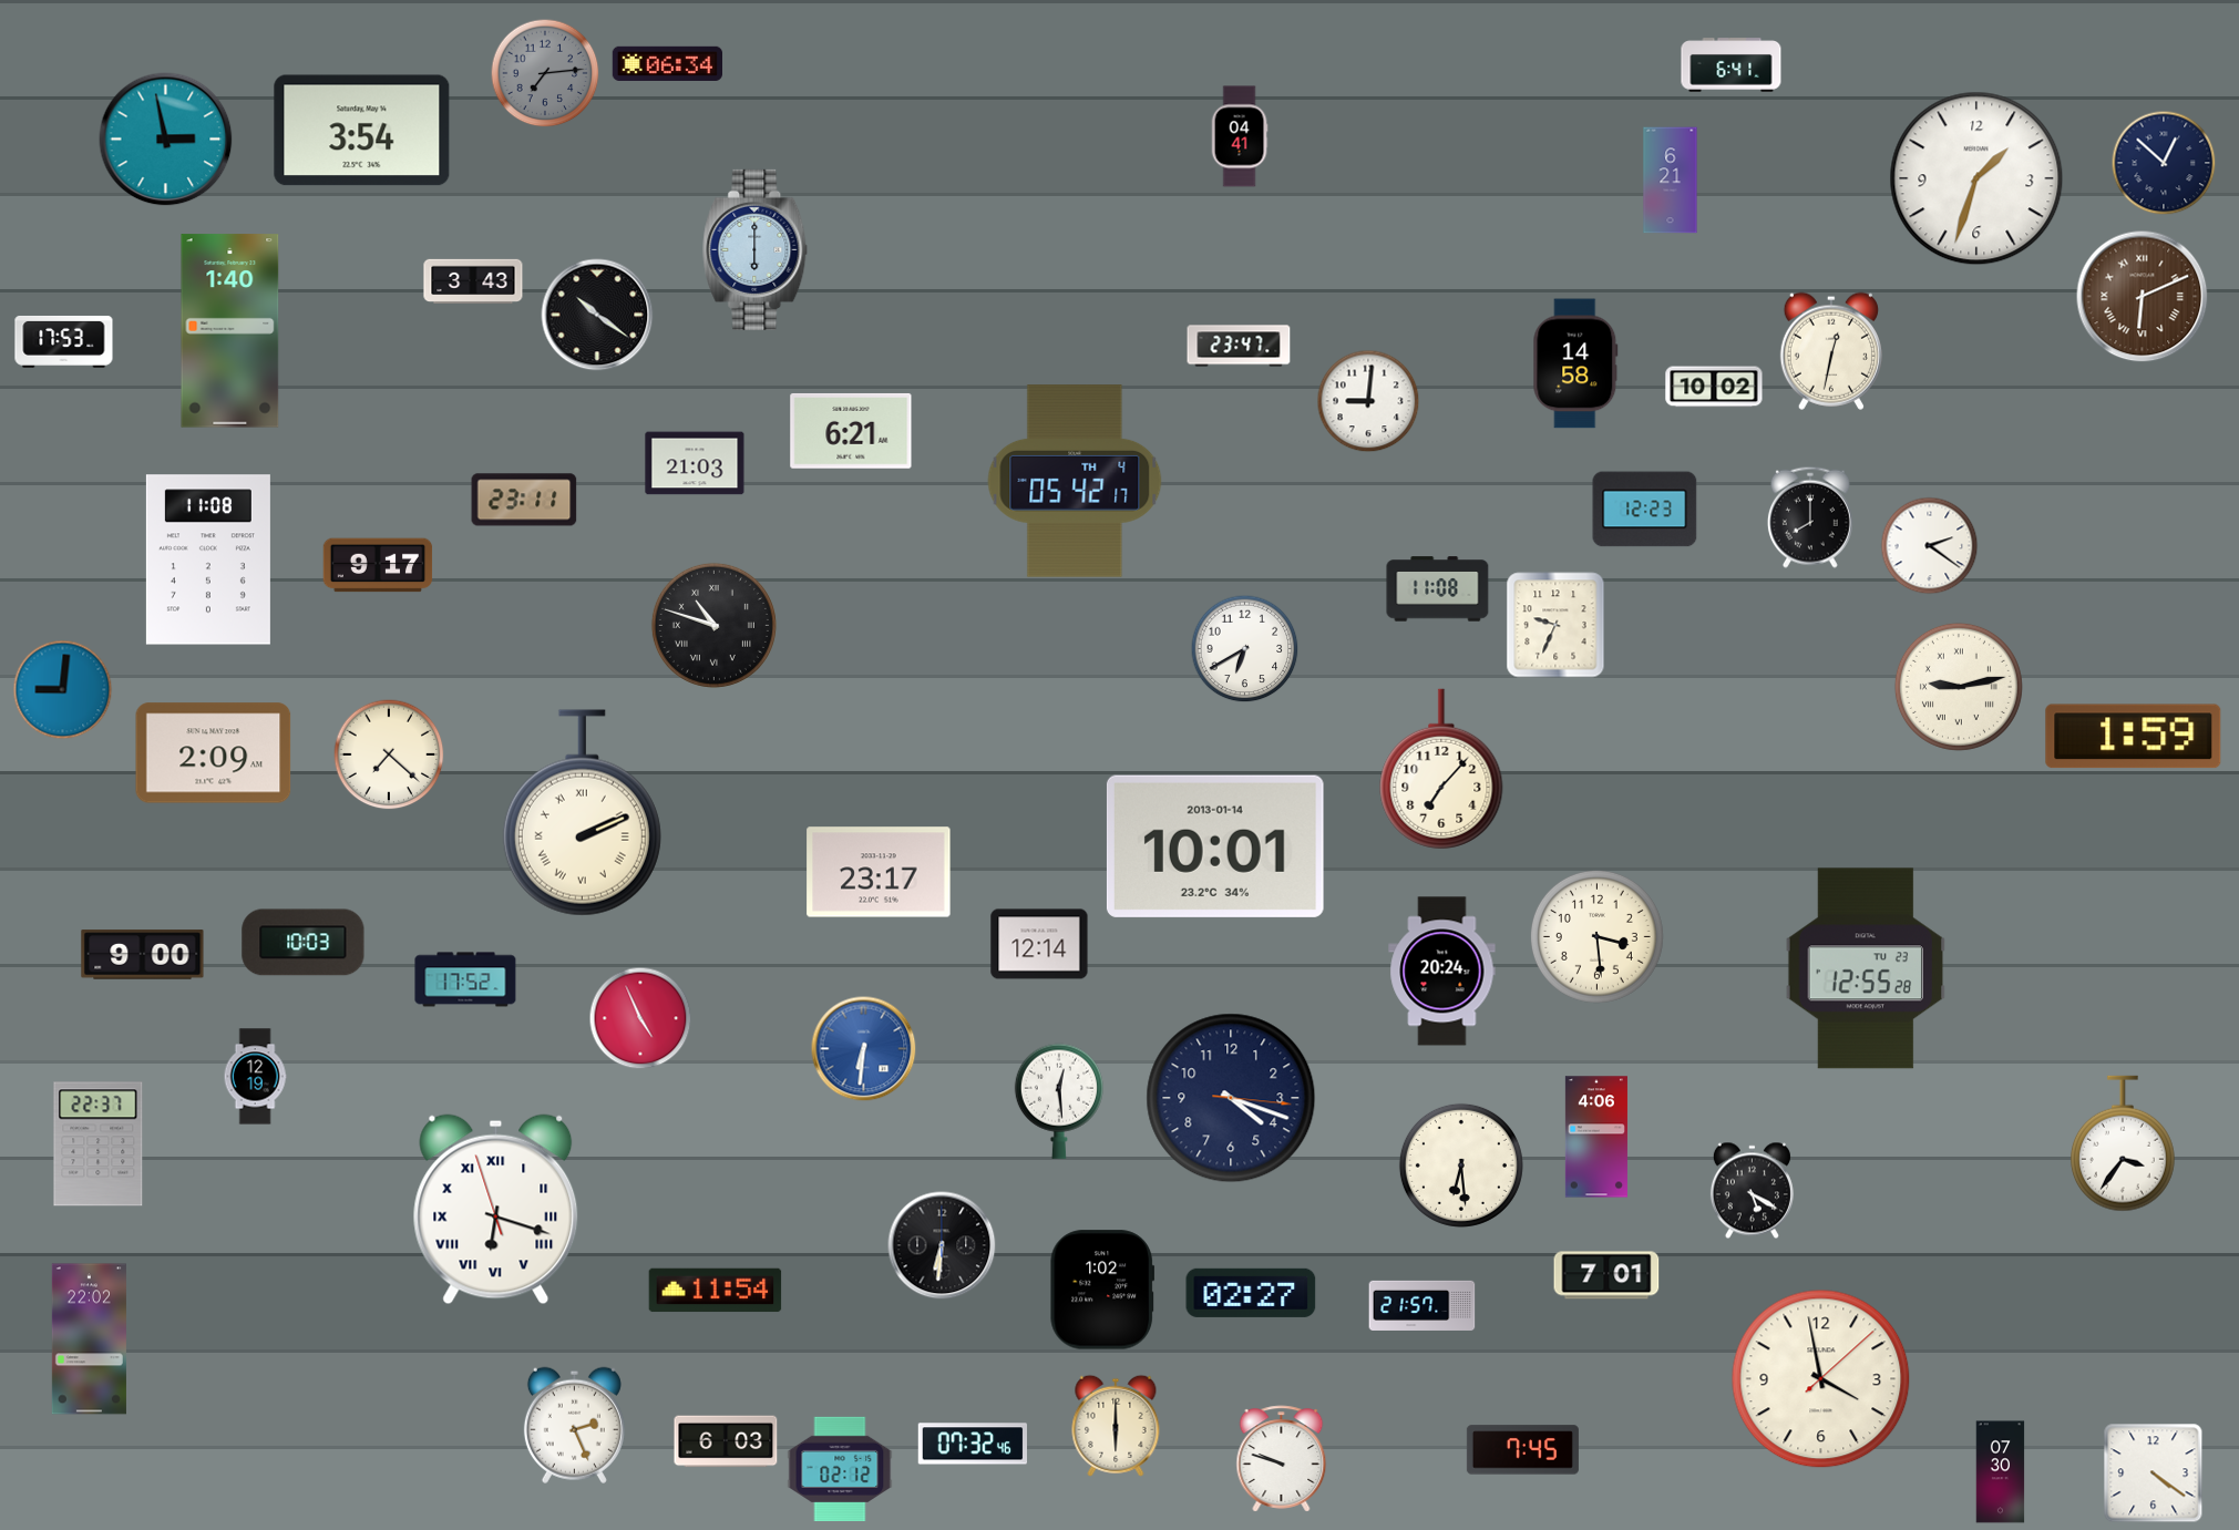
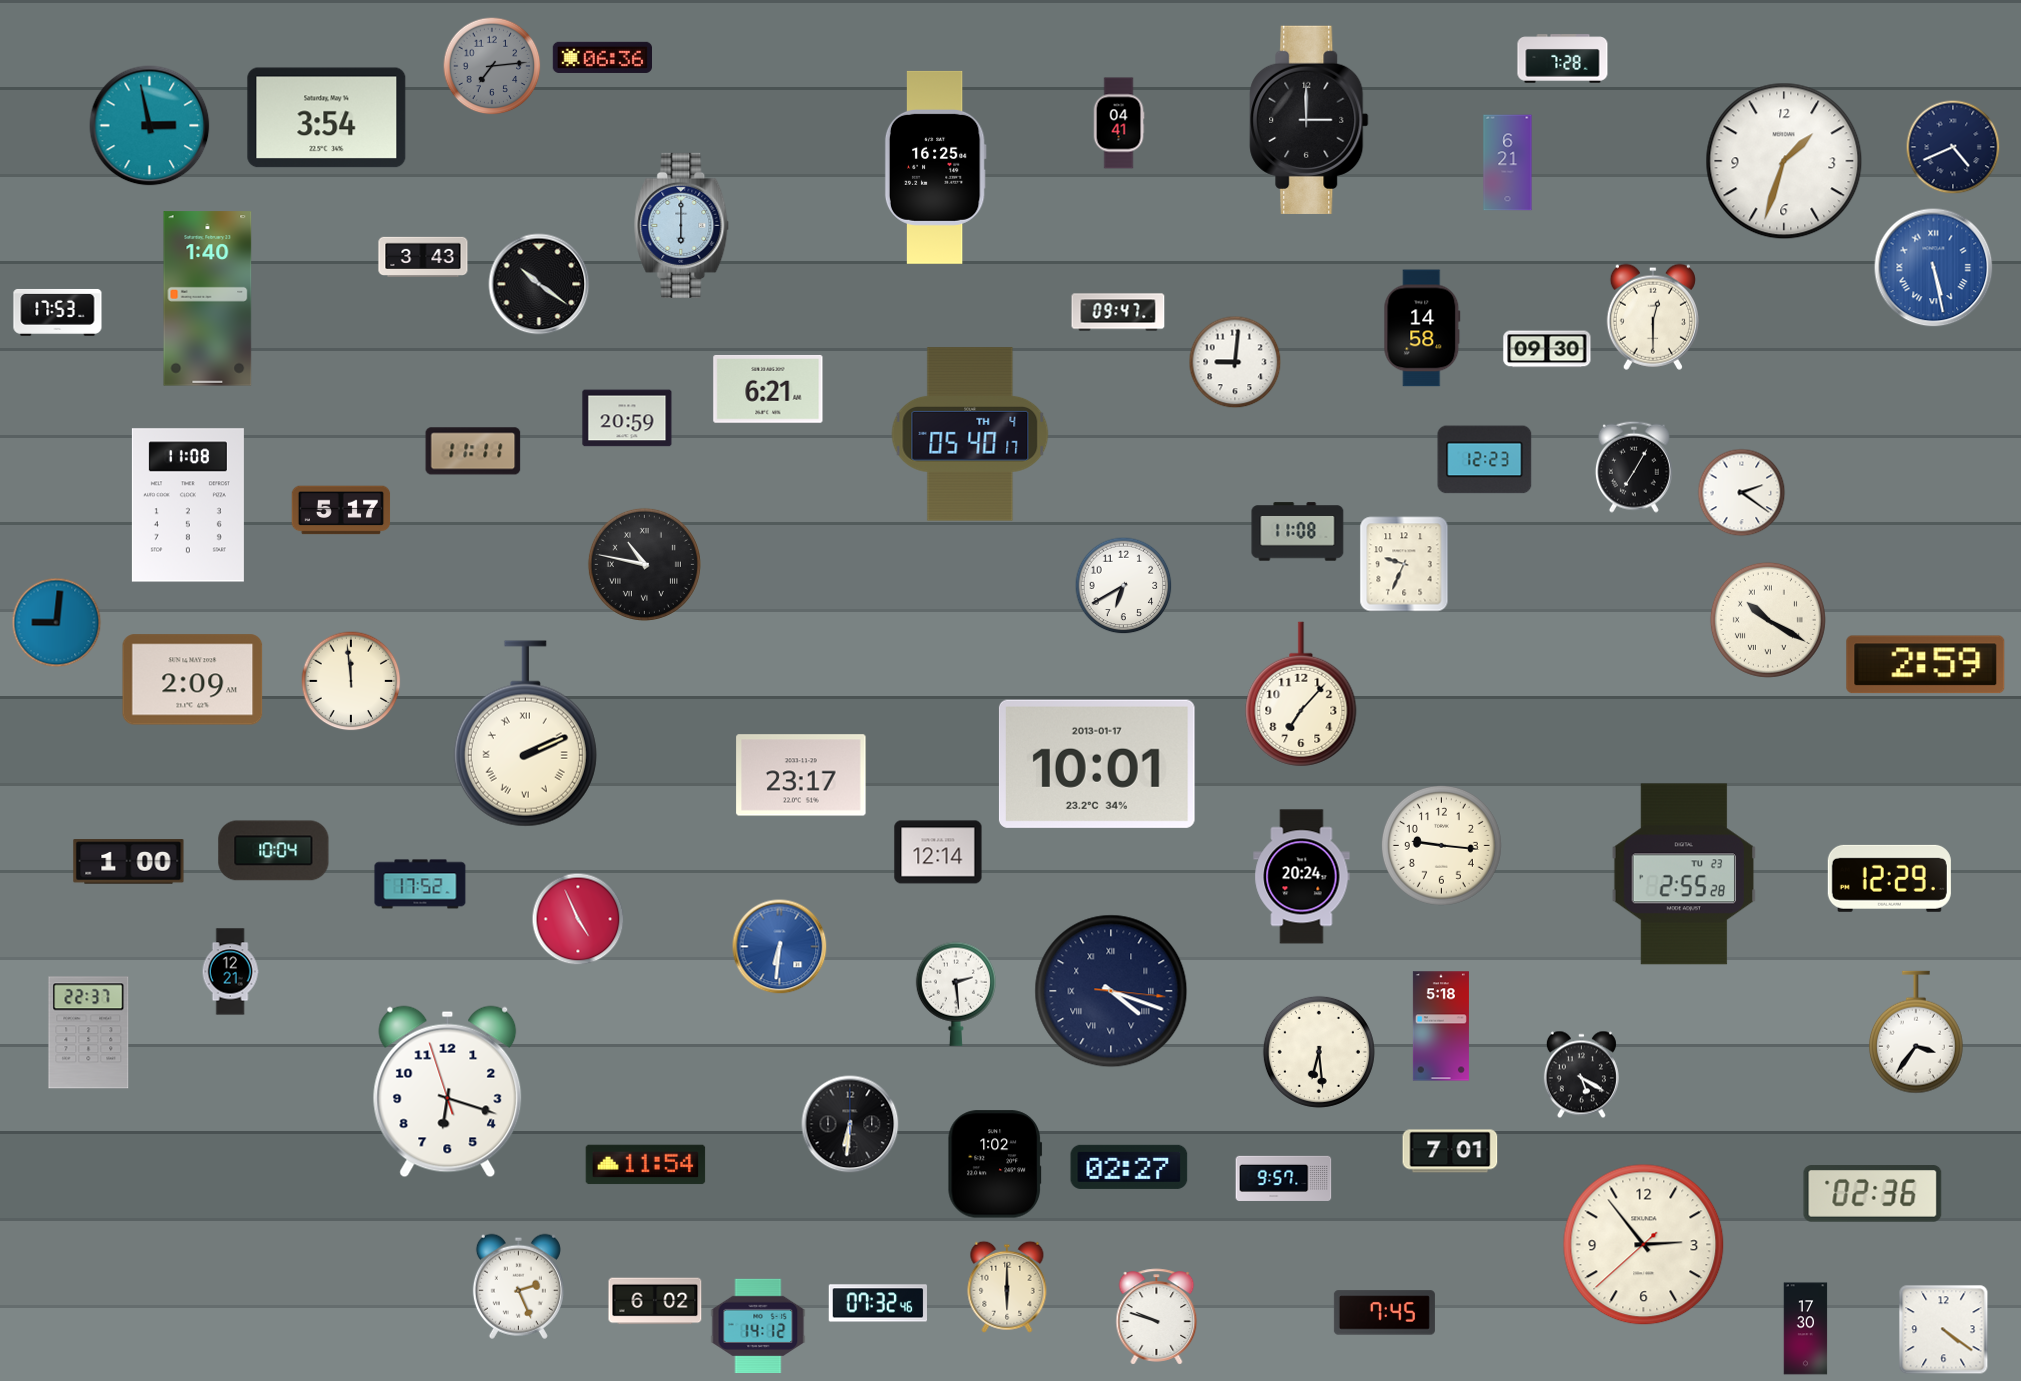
clock at (667, 63): 06:34 -> 06:36
clock at (1732, 65): 6:41 -> 7:28
clock at (1309, 120): none -> 3:00
clock at (2164, 163): 12:52 -> 4:41
clock at (935, 167): none -> 16:25
clock at (473, 280) position: (473, 280) -> (423, 256)
clock at (2143, 297): 6:11 -> 5:28
clock at (2143, 297) dial: brown -> blue
clock at (64, 341) position: (64, 341) -> (58, 312)
clock at (1239, 346): 23:47 -> 09:47
clock at (1831, 351): 12:32 -> 12:30
clock at (1714, 387): 10:02 -> 09:30
clock at (695, 463): 21:03 -> 20:59
clock at (1075, 481): 05:42 -> 05:40
clock at (524, 500): 23:11 -> 11:11
clock at (1810, 517): 8:00 -> 7:05
clock at (378, 565): 9:17 -> 5:17
clock at (713, 625): 10:48 -> 10:47
clock at (1959, 687): 9:13 -> 10:20
clock at (2134, 737): 1:59 -> 2:59
clock at (389, 754): 7:22 -> 11:59
clock at (1215, 846) date: 2013-01-14 -> 2013-01-17
clock at (879, 872) position: (879, 872) -> (801, 775)
clock at (1596, 936): 3:29 -> 9:16
clock at (304, 943): 10:03 -> 10:04
clock at (143, 955): 9:00 -> 1:00
clock at (1866, 968): 12:55 -> 2:55
clock at (1889, 878): none -> 12:29
clock at (255, 1077): 12:19 -> 12:21
clock at (1231, 1098) numerals: Arabic -> Roman
clock at (1059, 1101): 12:29 -> 2:29
clock at (1596, 1137): 4:06 -> 5:18
clock at (496, 1210) numerals: Roman -> Arabic
clock at (1423, 1305): 21:57 -> 9:57
clock at (1873, 1194): none -> 02:36
clock at (89, 1339): 22:02 -> none
clock at (1821, 1379): 3:58 -> 2:53
clock at (726, 1441): 6:03 -> 6:02
clock at (1522, 1450) position: (1522, 1450) -> (1384, 1313)
clock at (840, 1468): 02:12 -> 14:12
clock at (2001, 1472): 07:30 -> 17:30
